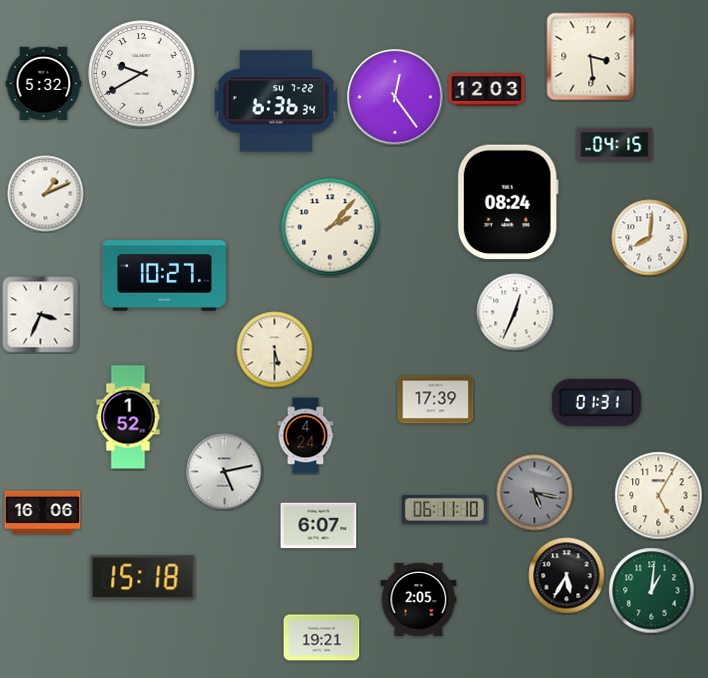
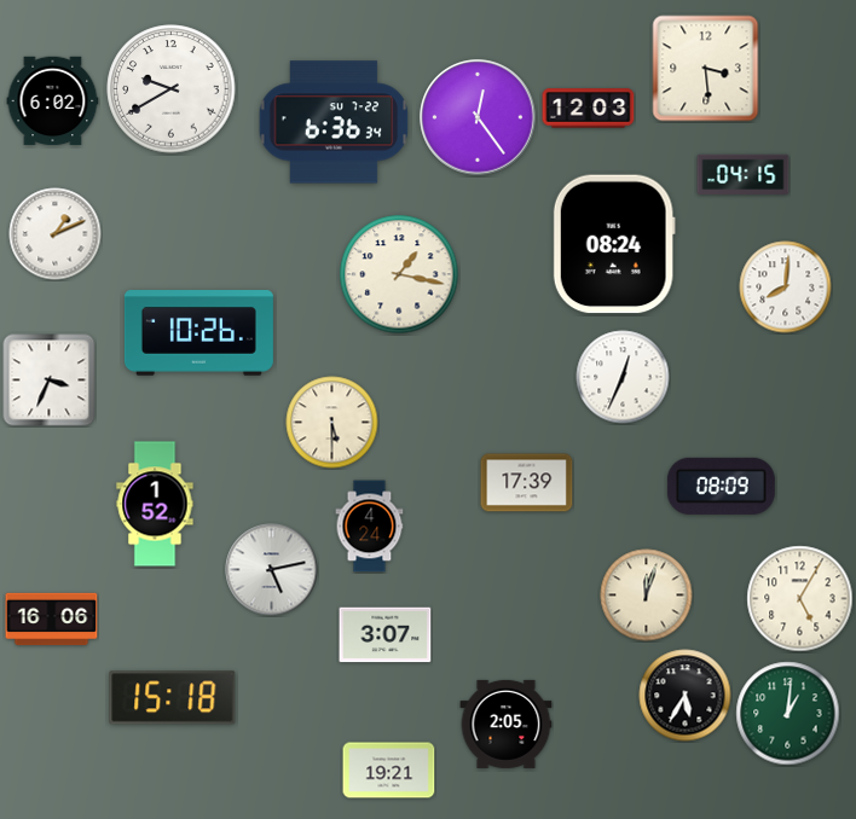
clock at (591, 57) position: (591, 57) -> (706, 69)
clock at (44, 84): 5:32 -> 6:02
clock at (330, 227): 2:07 -> 1:17
clock at (164, 276): 10:27 -> 10:26
clock at (596, 402): 01:31 -> 08:09
clock at (535, 493): 5:17 -> 12:03
clock at (535, 493) dial: grey -> cream
clock at (659, 496) position: (659, 496) -> (800, 599)
clock at (444, 509): 06:11 -> none
clock at (319, 526): 6:07 -> 3:07
